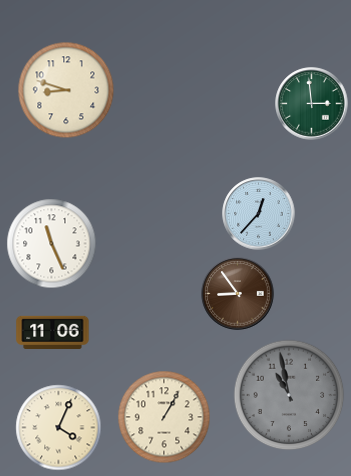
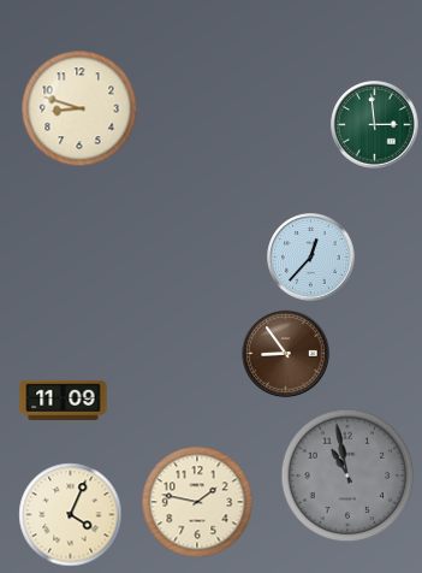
clock at (52, 244): 11:26 -> none
clock at (53, 333): 11:06 -> 11:09
clock at (164, 417): 1:05 -> 1:47
